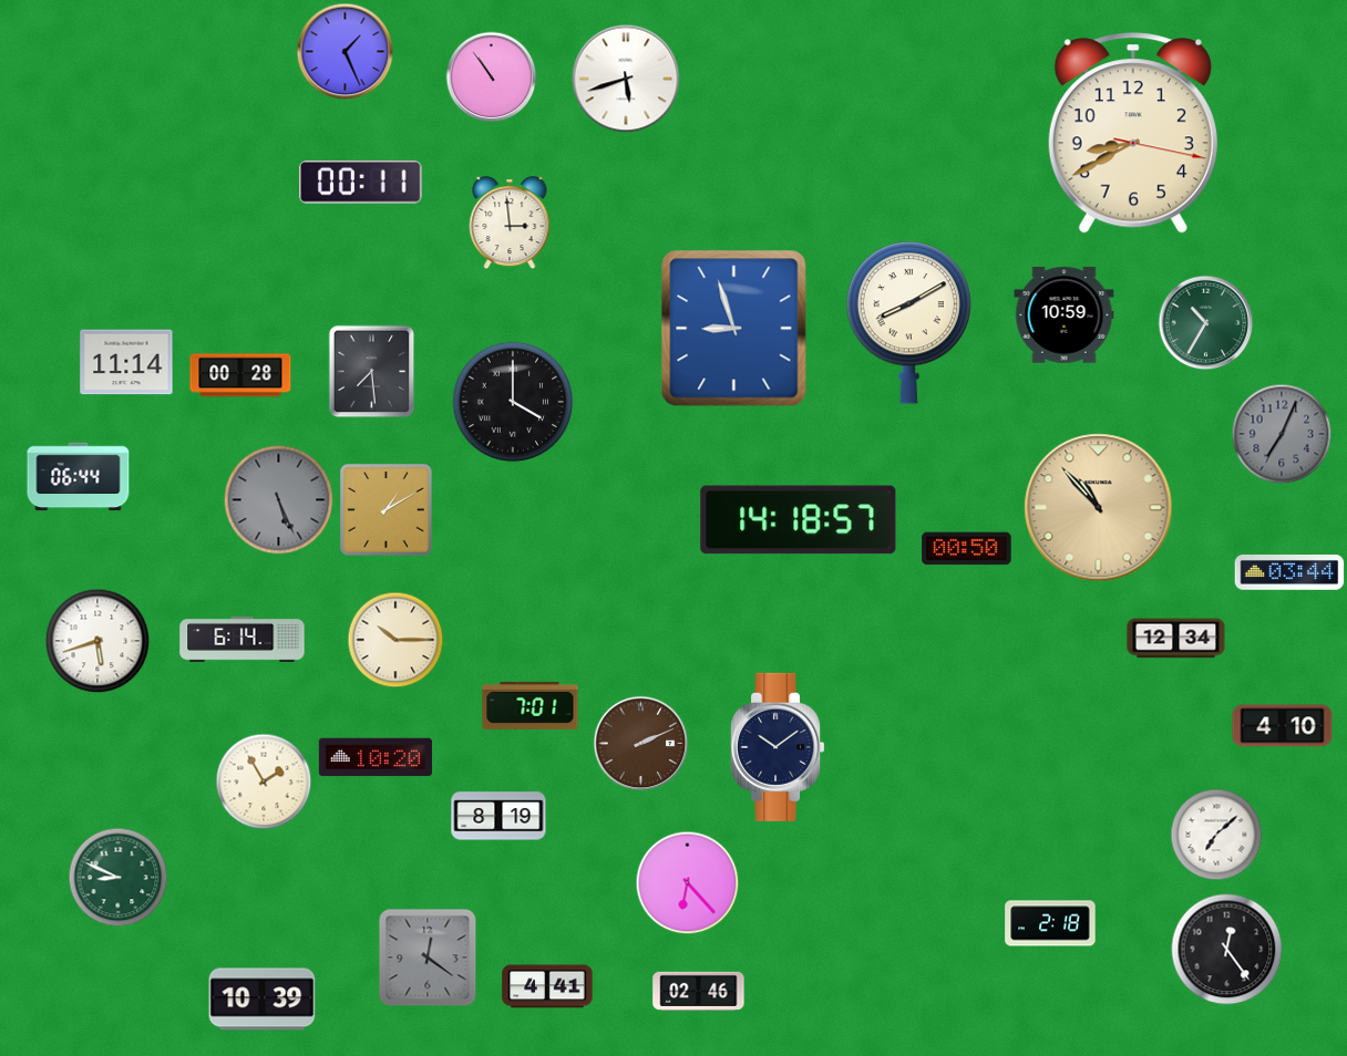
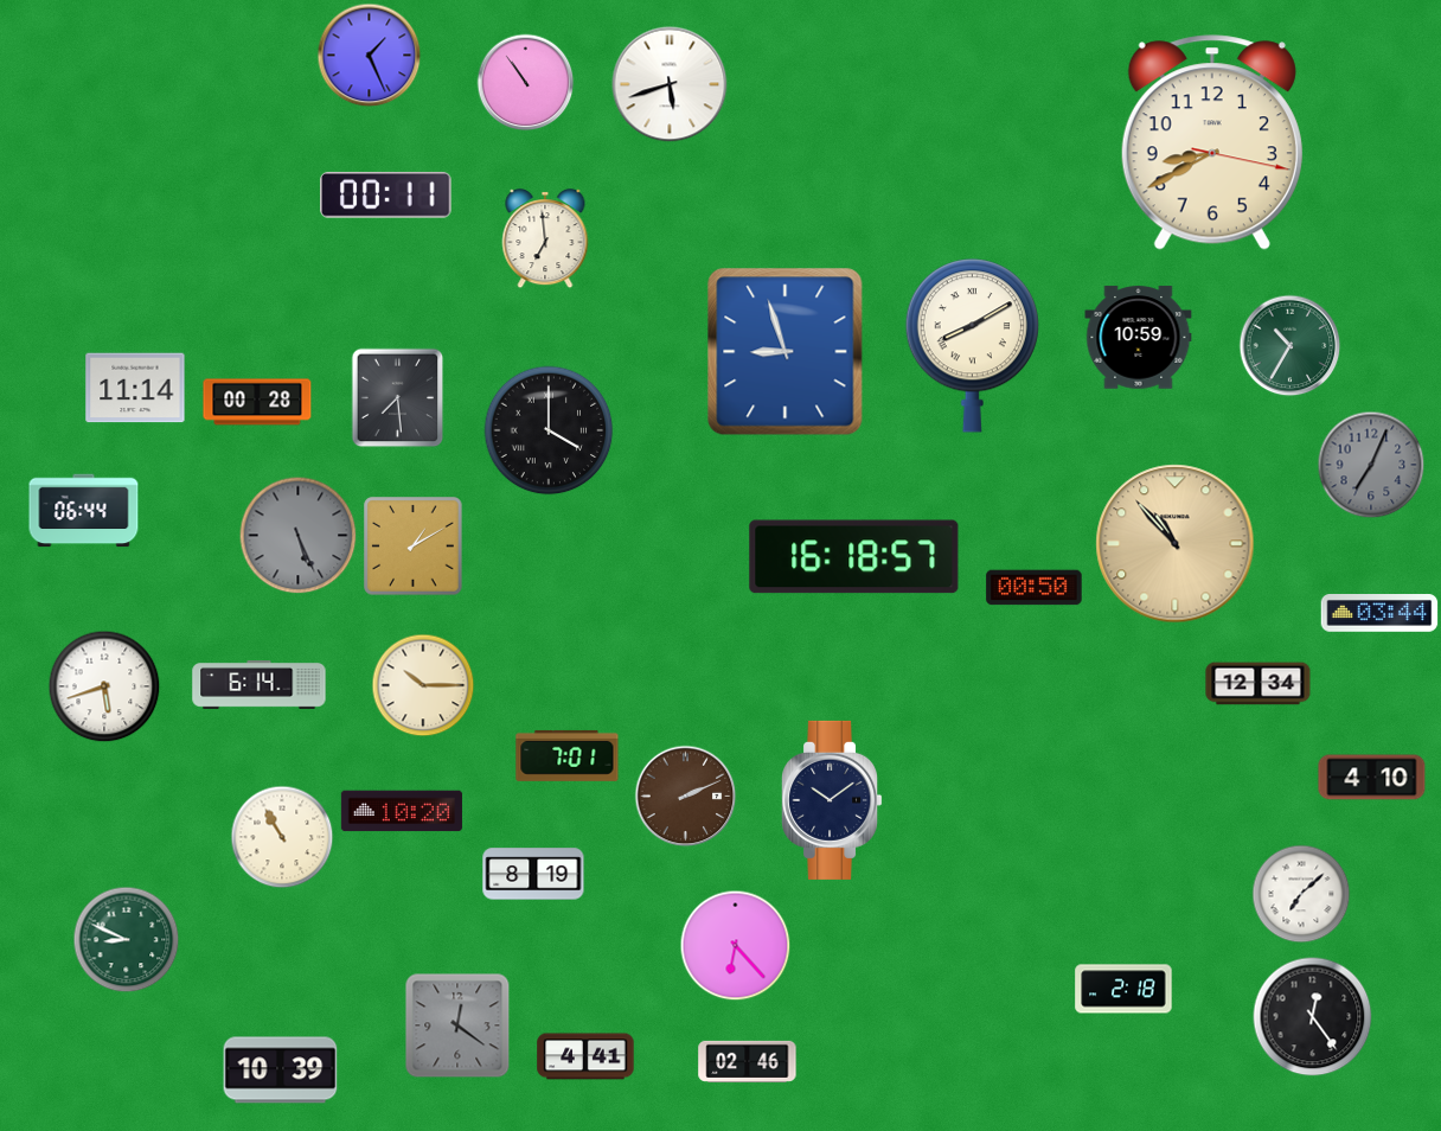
clock at (510, 224): 2:59 -> 6:59
clock at (799, 520): 14:18 -> 16:18
clock at (264, 781): 1:55 -> 10:55
